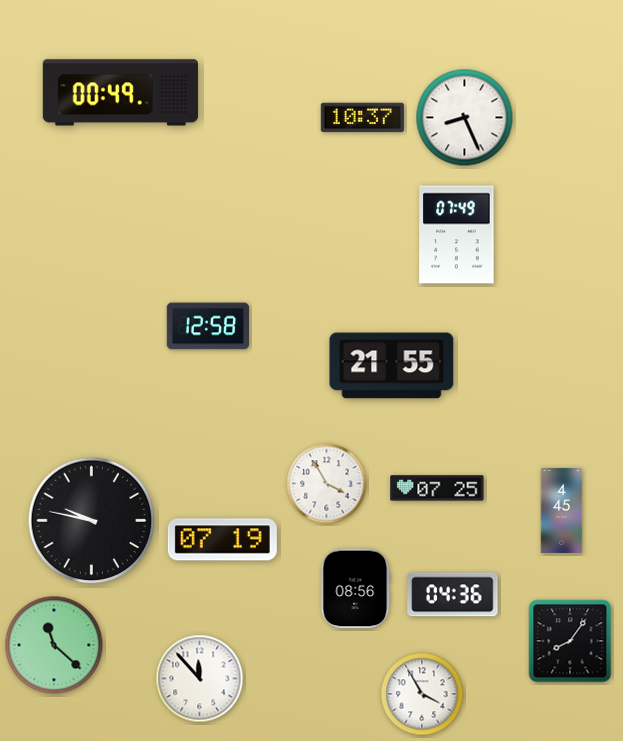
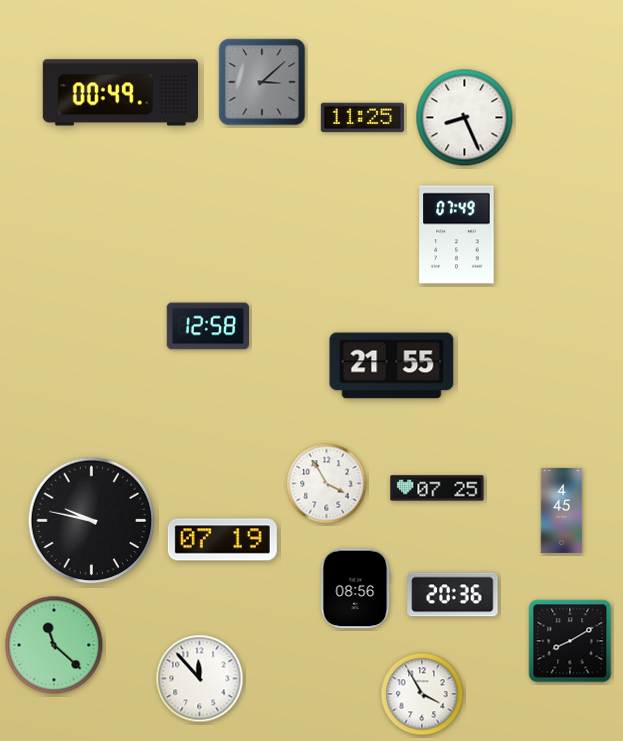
clock at (262, 82): none -> 3:08
clock at (362, 118): 10:37 -> 11:25
clock at (453, 595): 04:36 -> 20:36
clock at (570, 641): 8:06 -> 8:10
